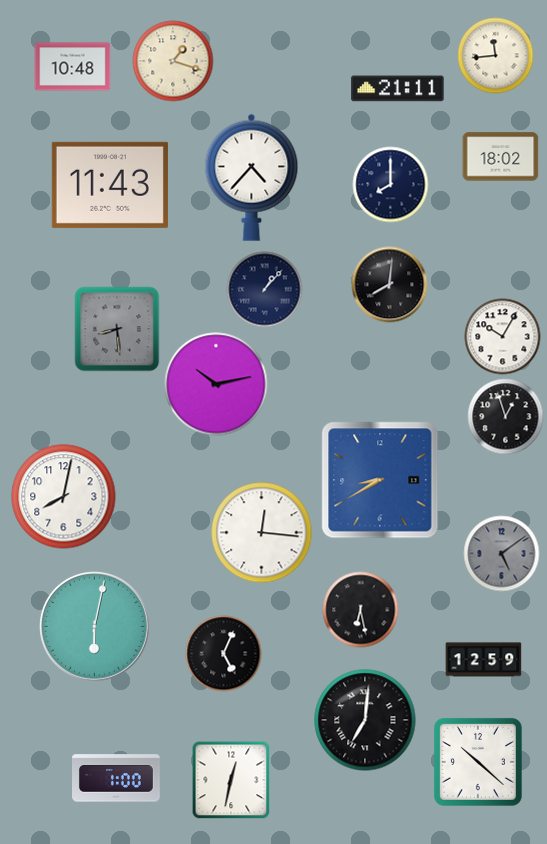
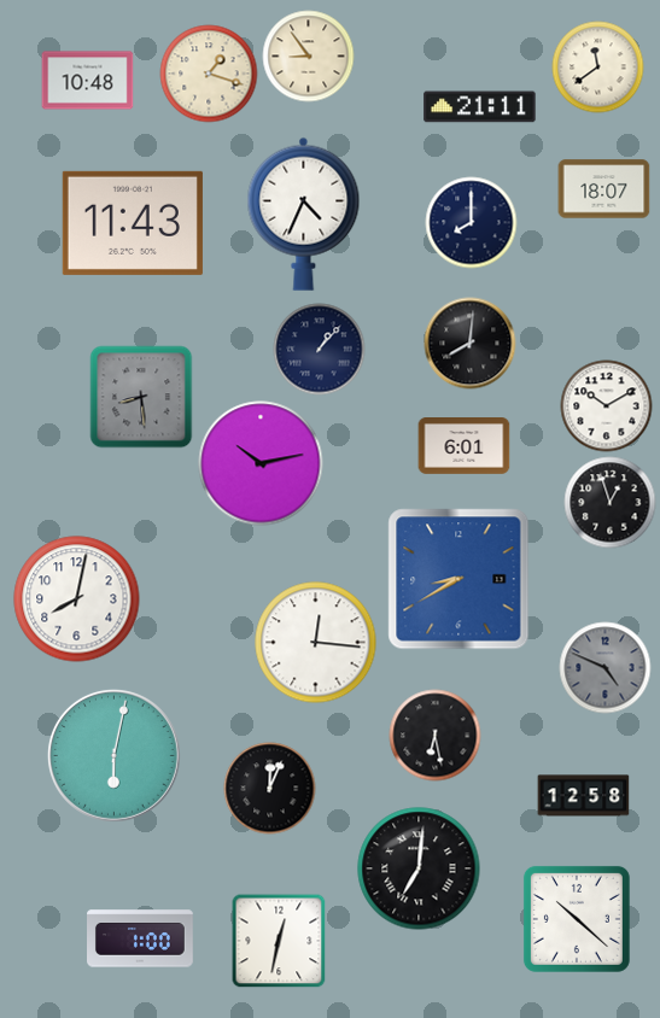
clock at (309, 57): none -> 8:54
clock at (496, 56): 11:44 -> 11:39
clock at (501, 157): 18:02 -> 18:07
clock at (252, 177): 4:37 -> 4:34
clock at (503, 337): 10:05 -> 10:10
clock at (465, 446): none -> 6:01
clock at (502, 554): 5:09 -> 4:49
clock at (224, 654): 5:04 -> 12:04
clock at (484, 660): 12:59 -> 12:58
clock at (365, 720) position: (365, 720) -> (419, 868)
